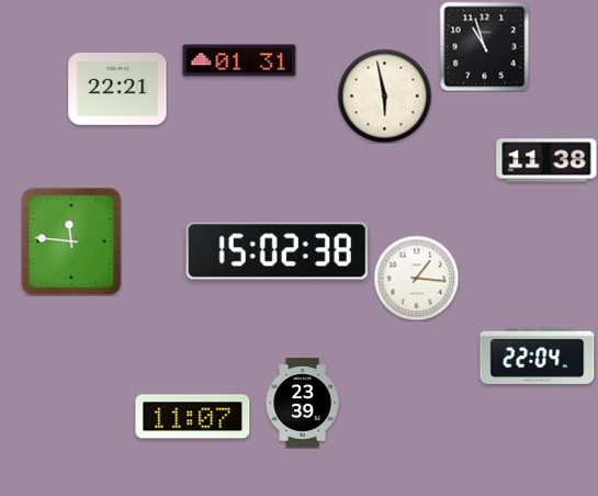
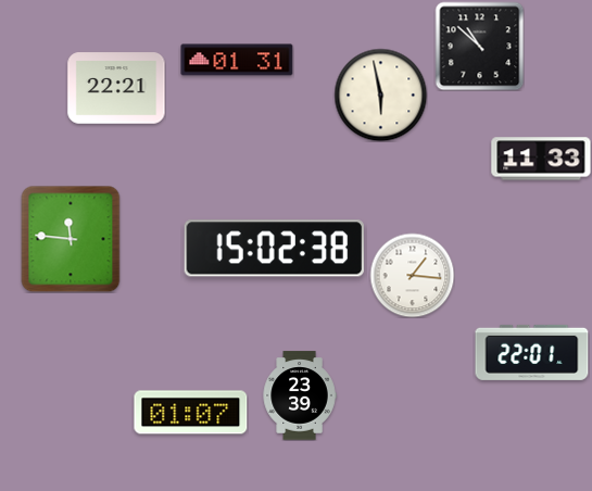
clock at (484, 46): 10:57 -> 10:52
clock at (546, 160): 11:38 -> 11:33
clock at (538, 356): 22:04 -> 22:01
clock at (303, 403) position: (303, 403) -> (300, 395)
clock at (193, 417): 11:07 -> 01:07
